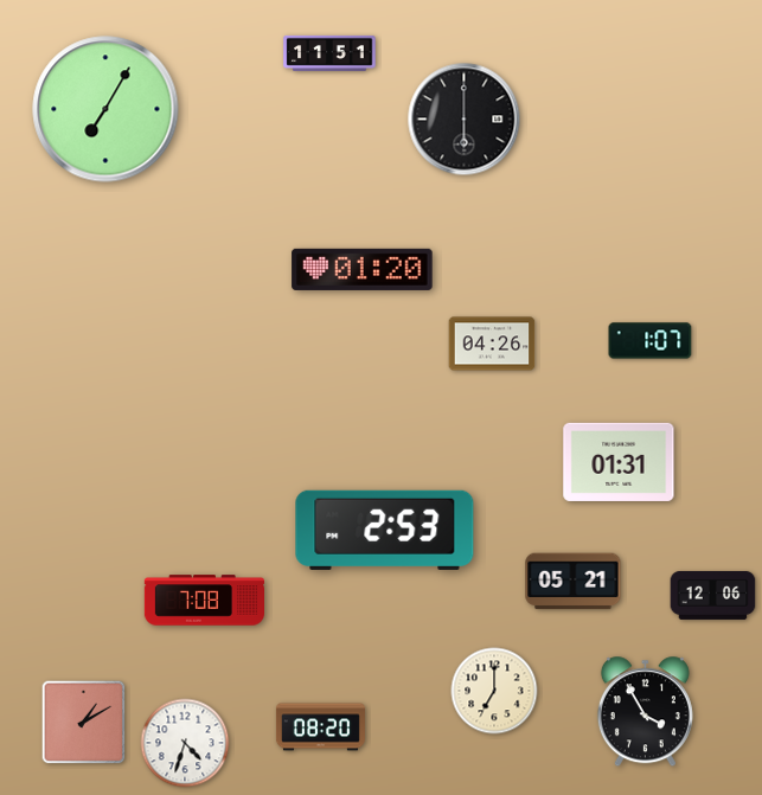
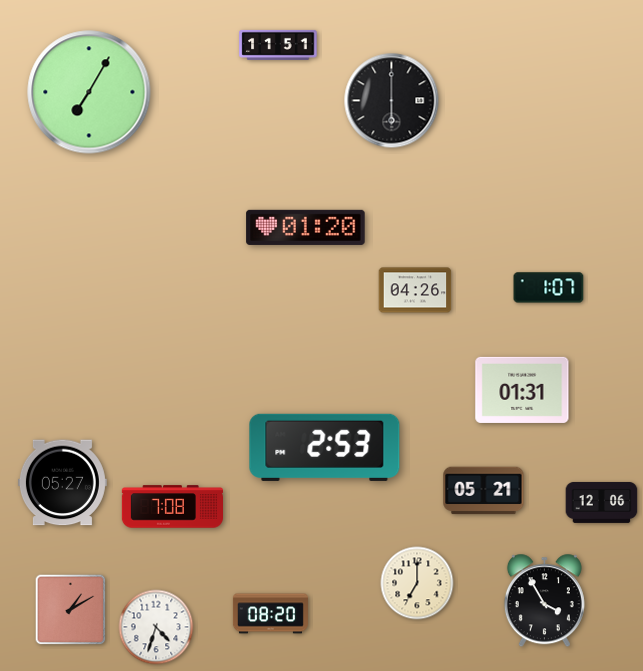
clock at (62, 483): none -> 05:27
